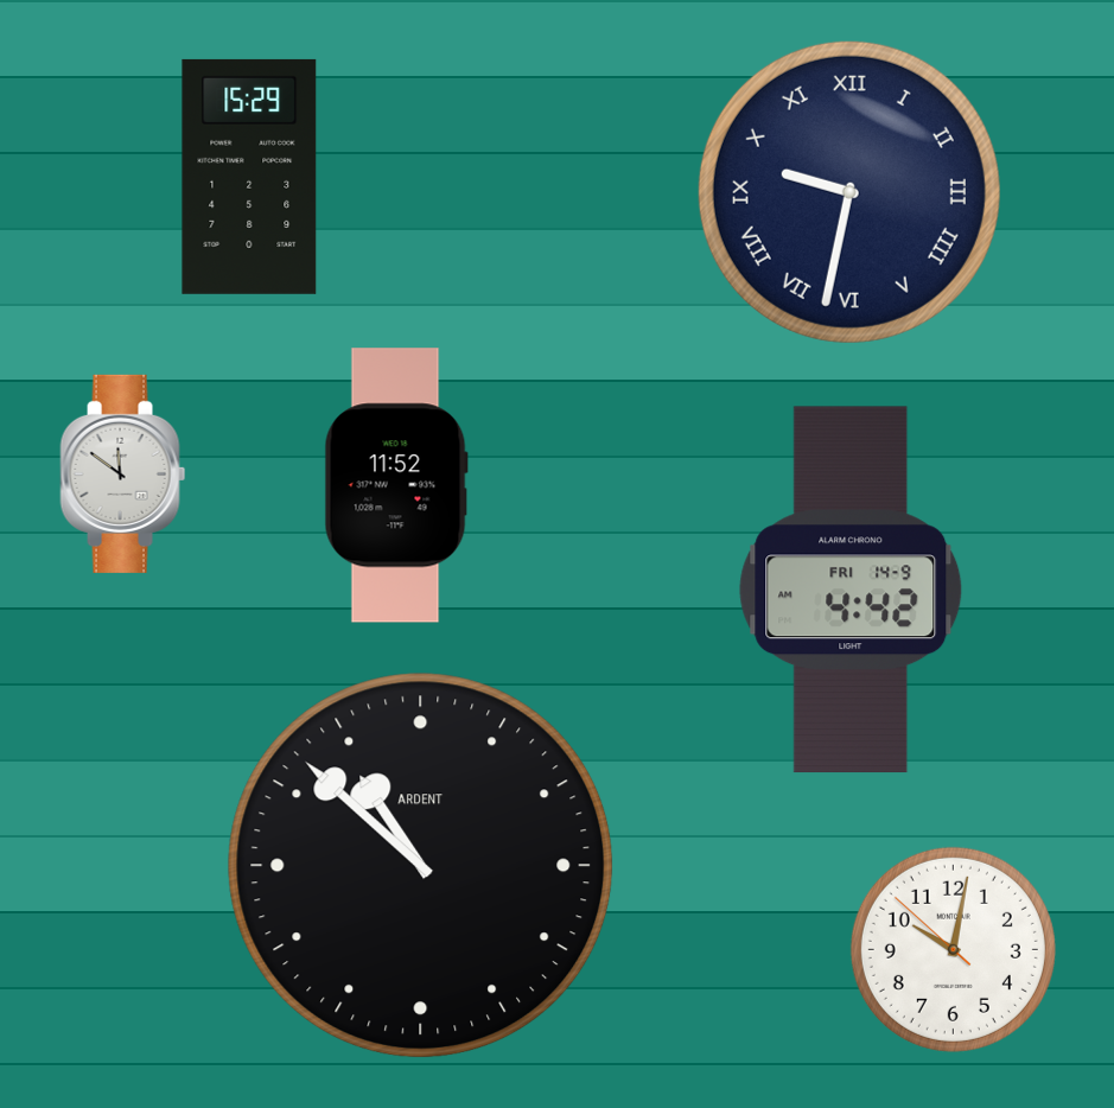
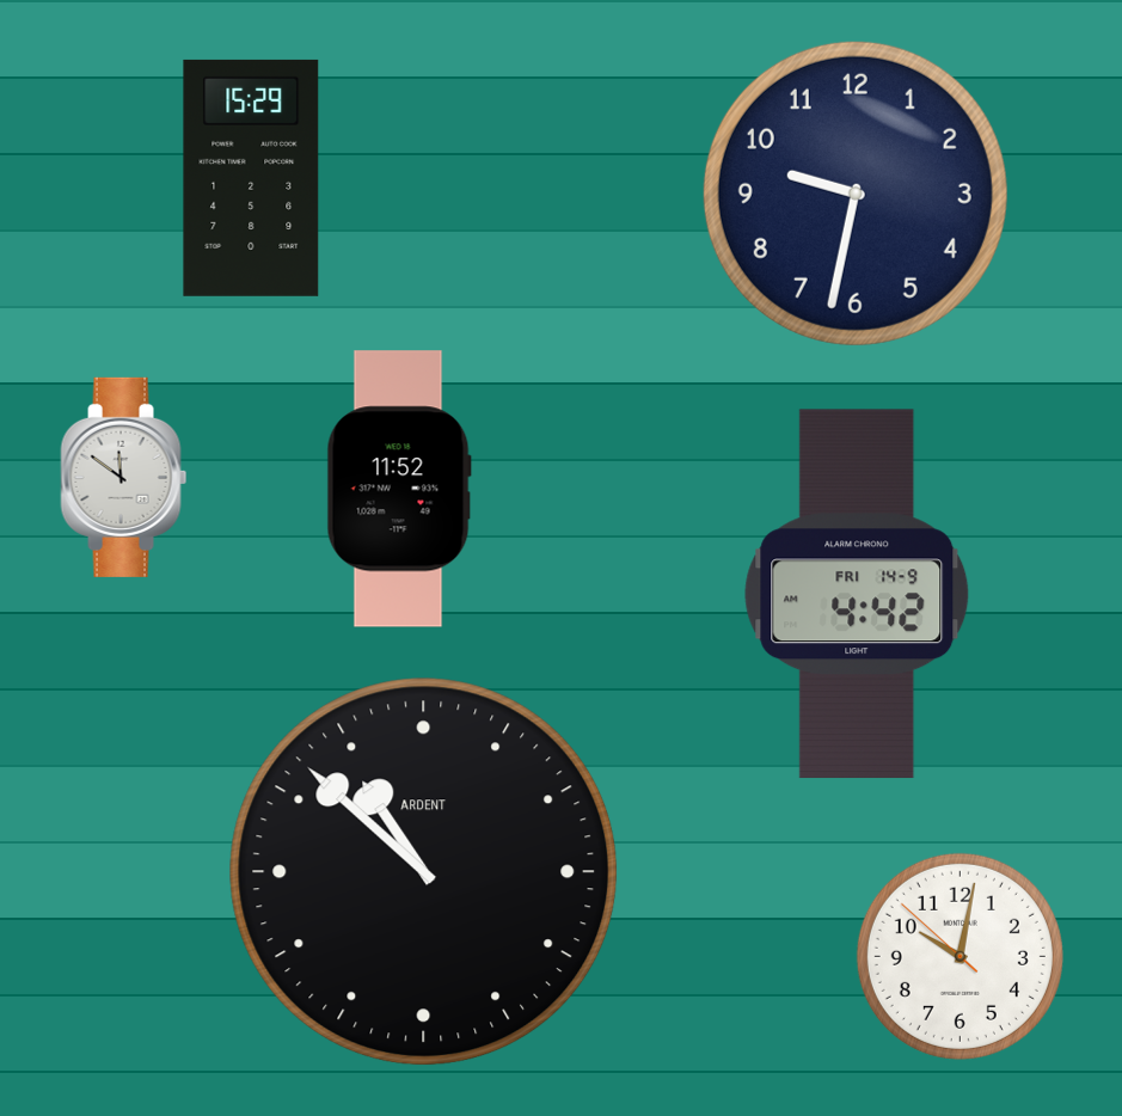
clock at (849, 192) numerals: Roman -> Arabic
